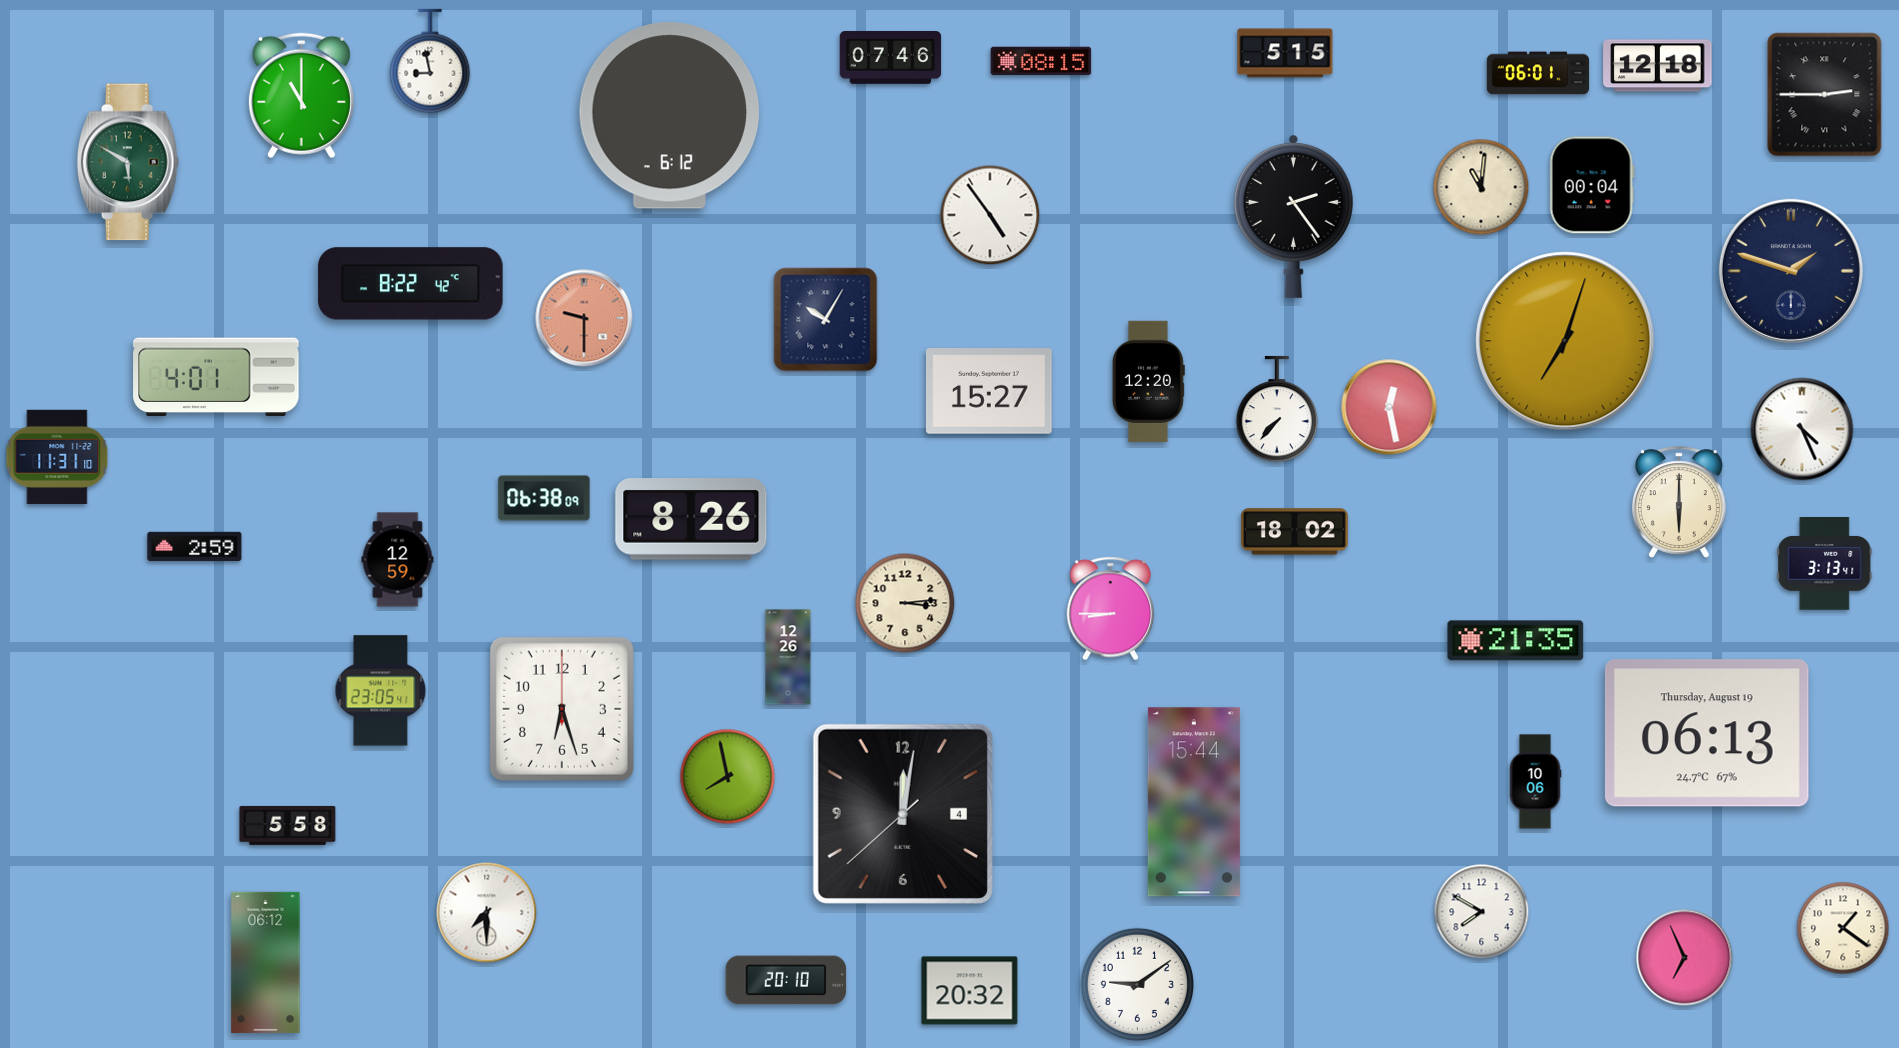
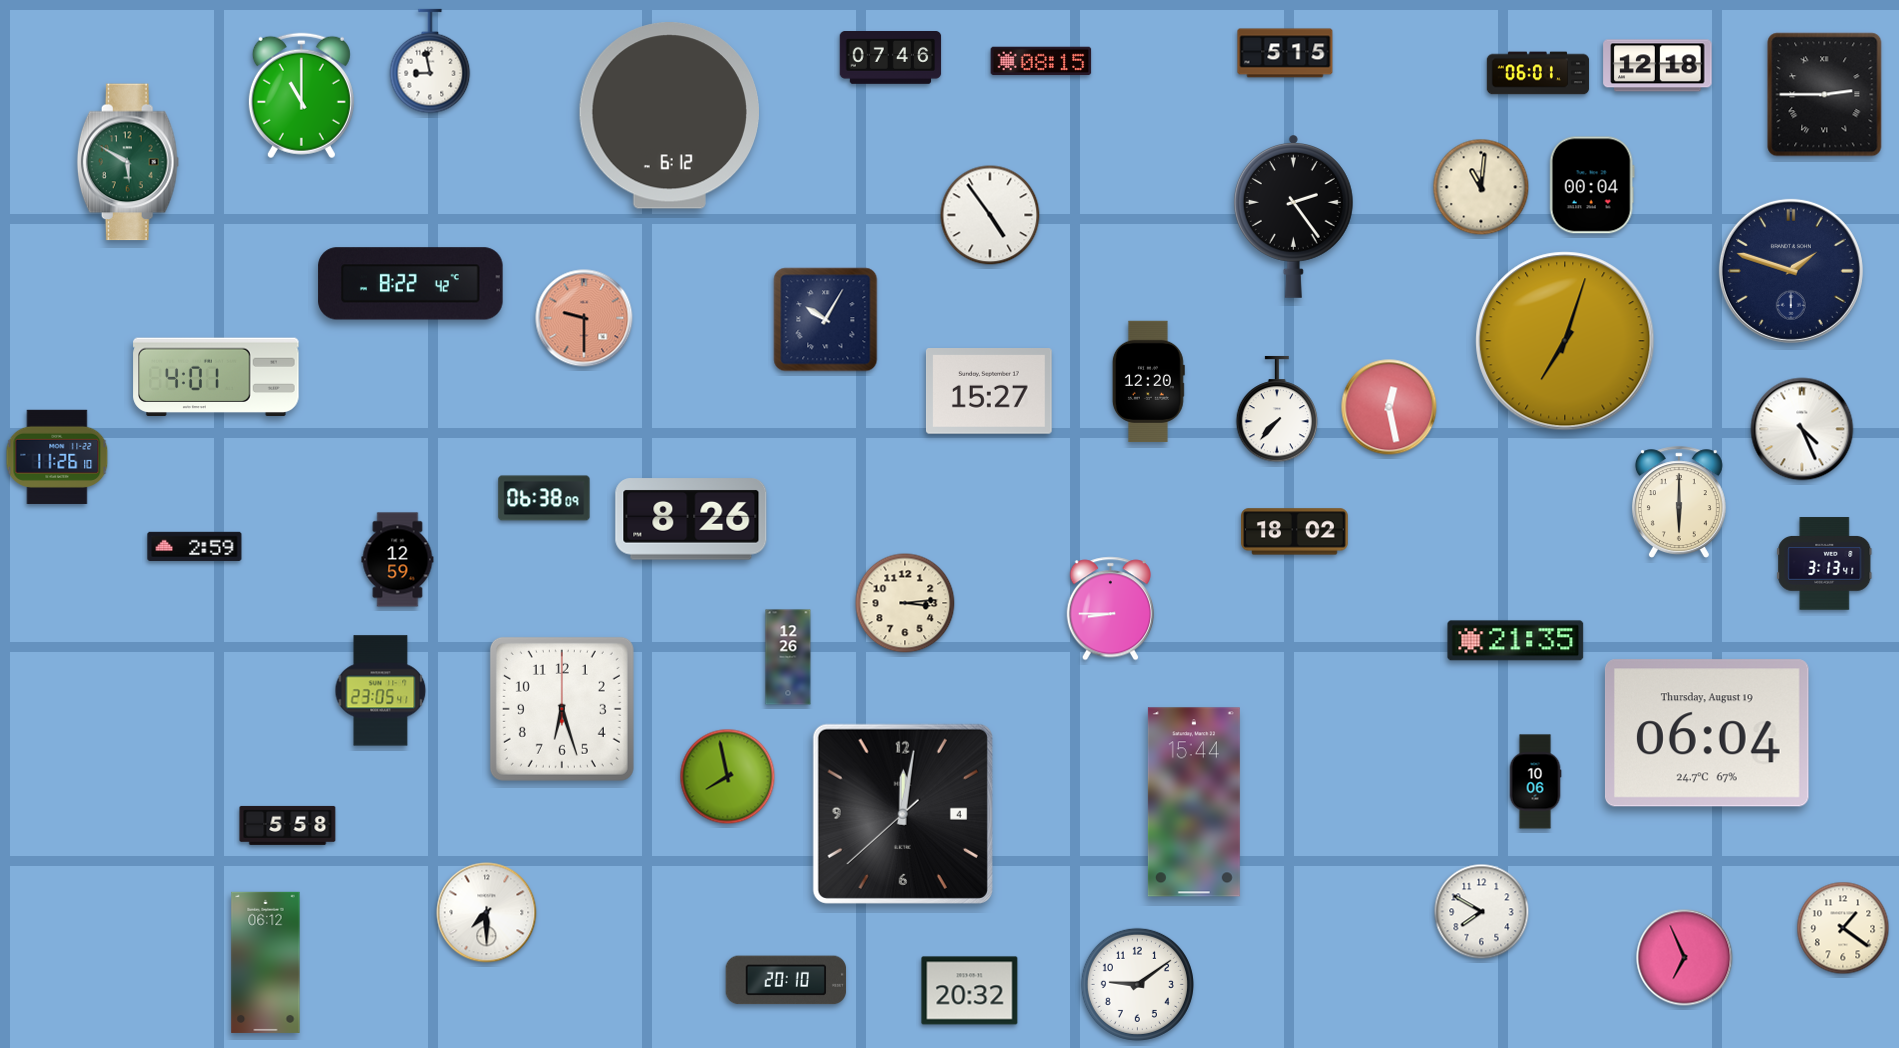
clock at (57, 457): 11:31 -> 11:26
clock at (1707, 733): 06:13 -> 06:04
